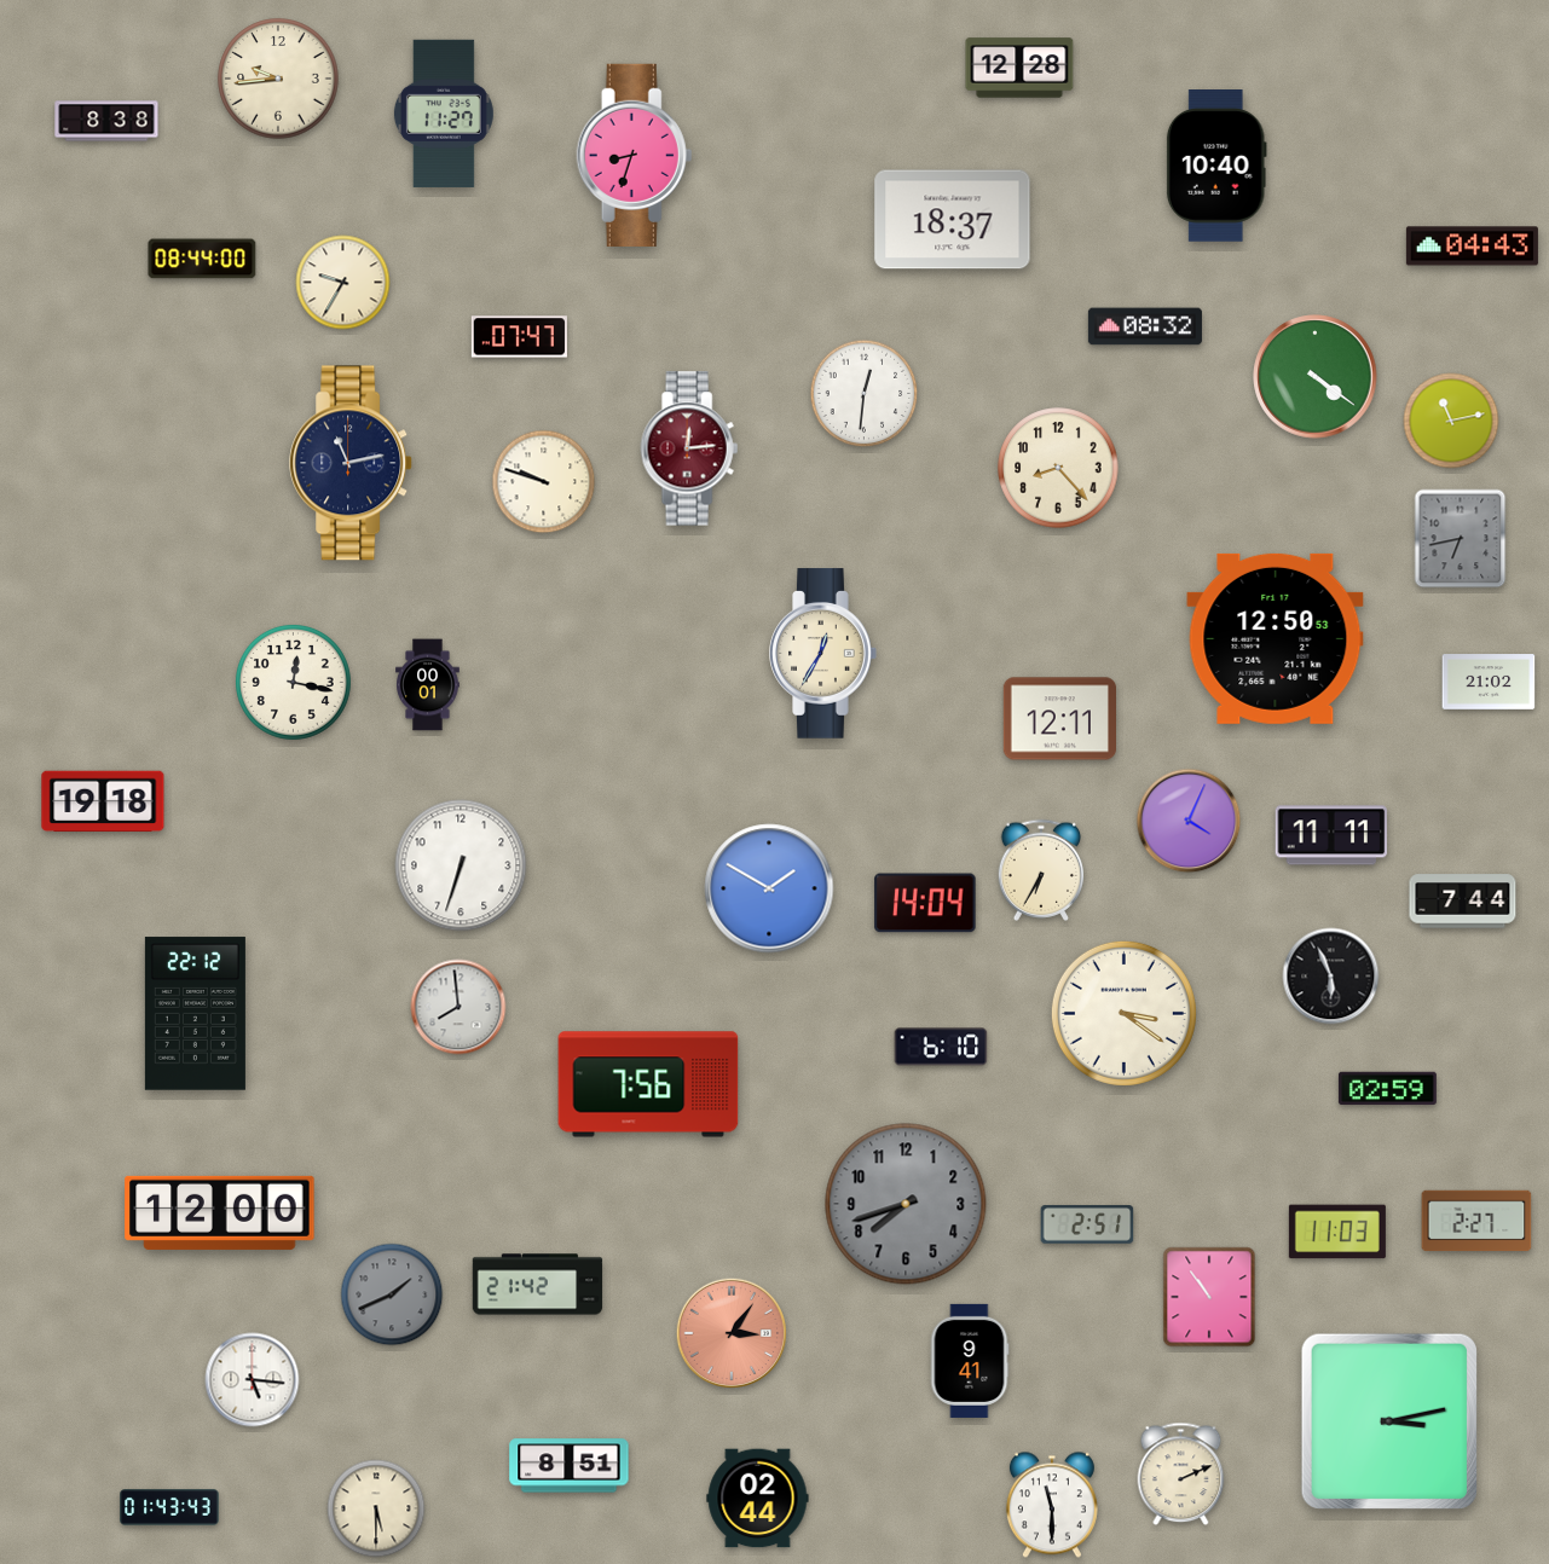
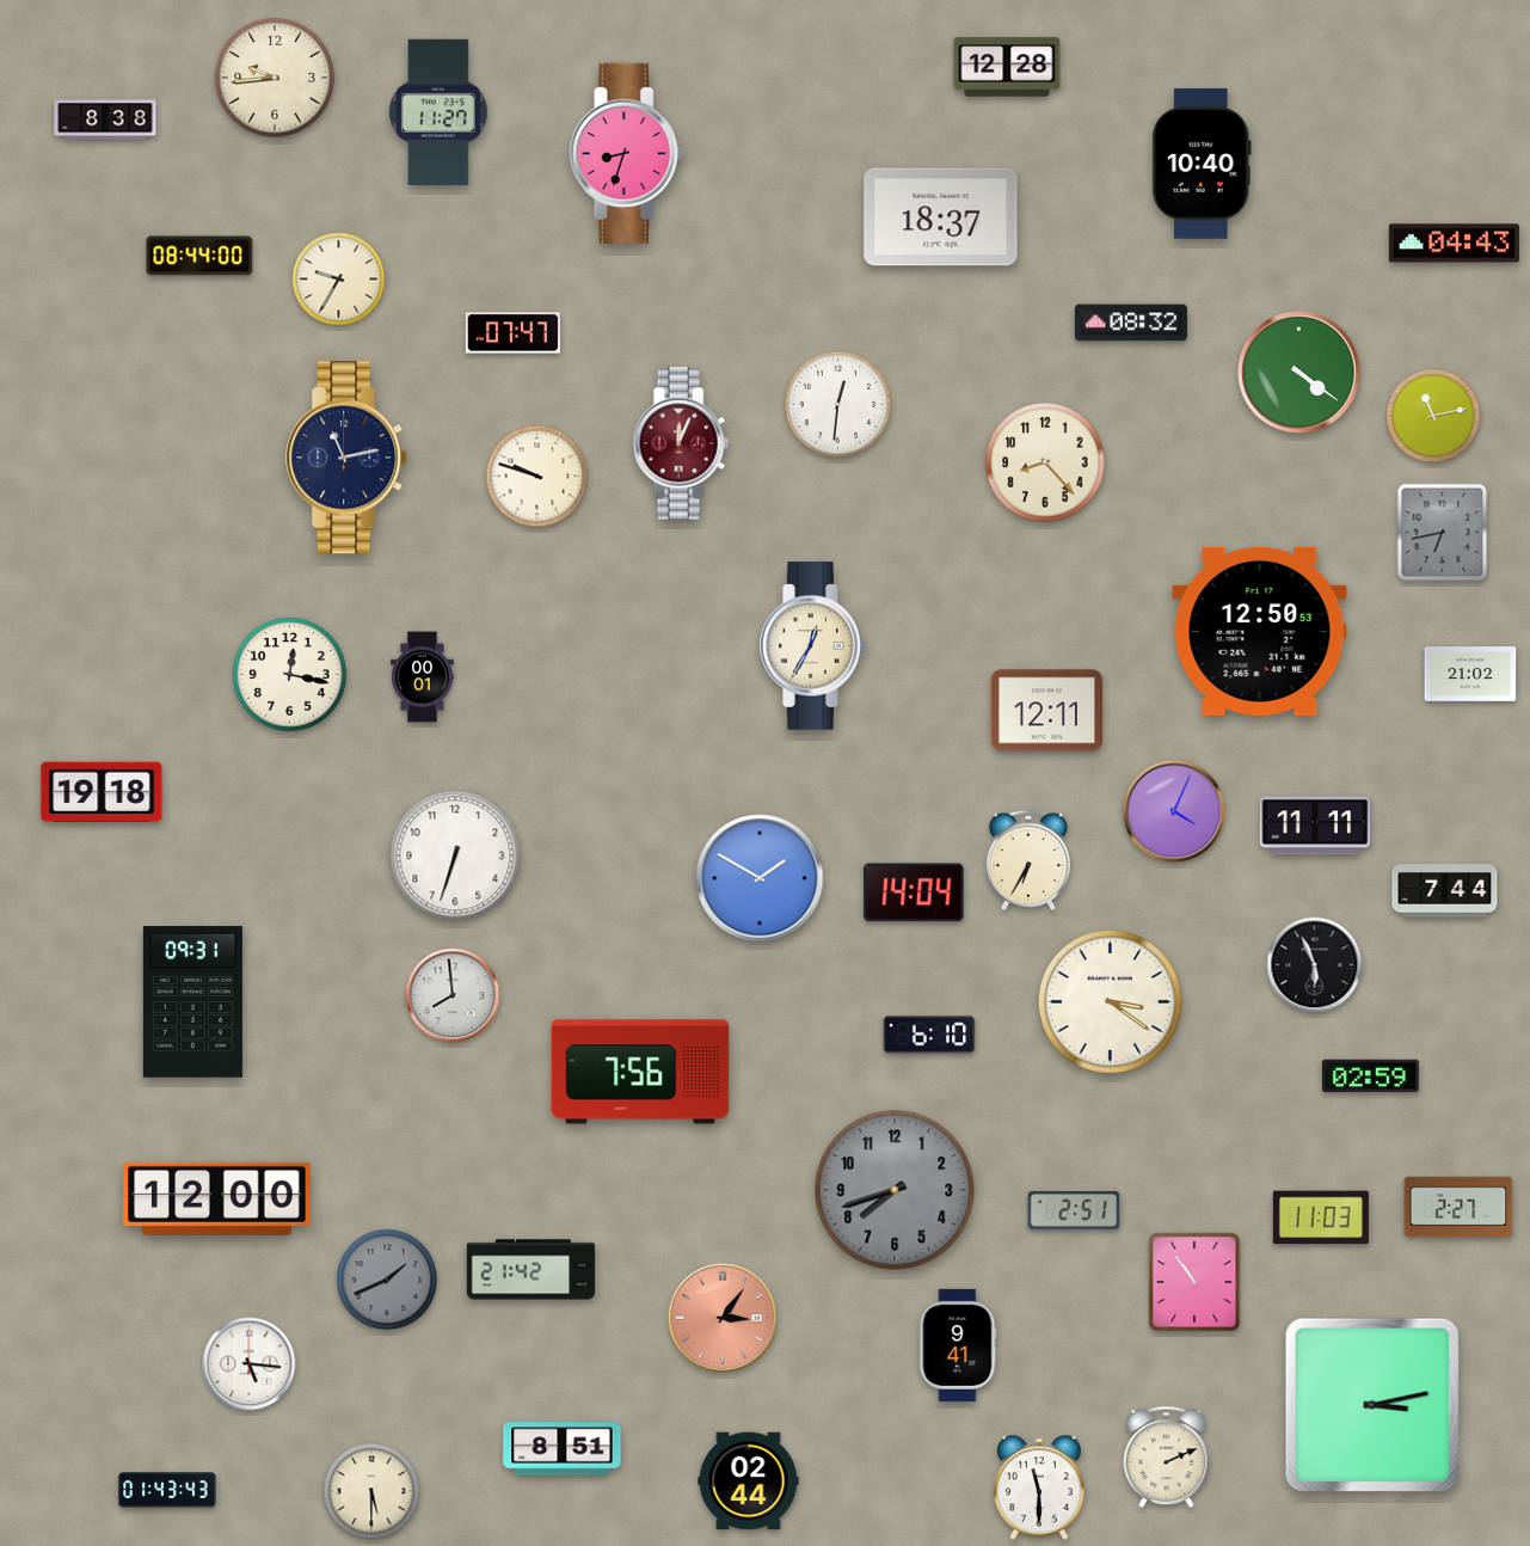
clock at (865, 394) position: (865, 394) -> (838, 405)
clock at (689, 448): 12:14 -> 12:04
clock at (195, 1014): 22:12 -> 09:31
